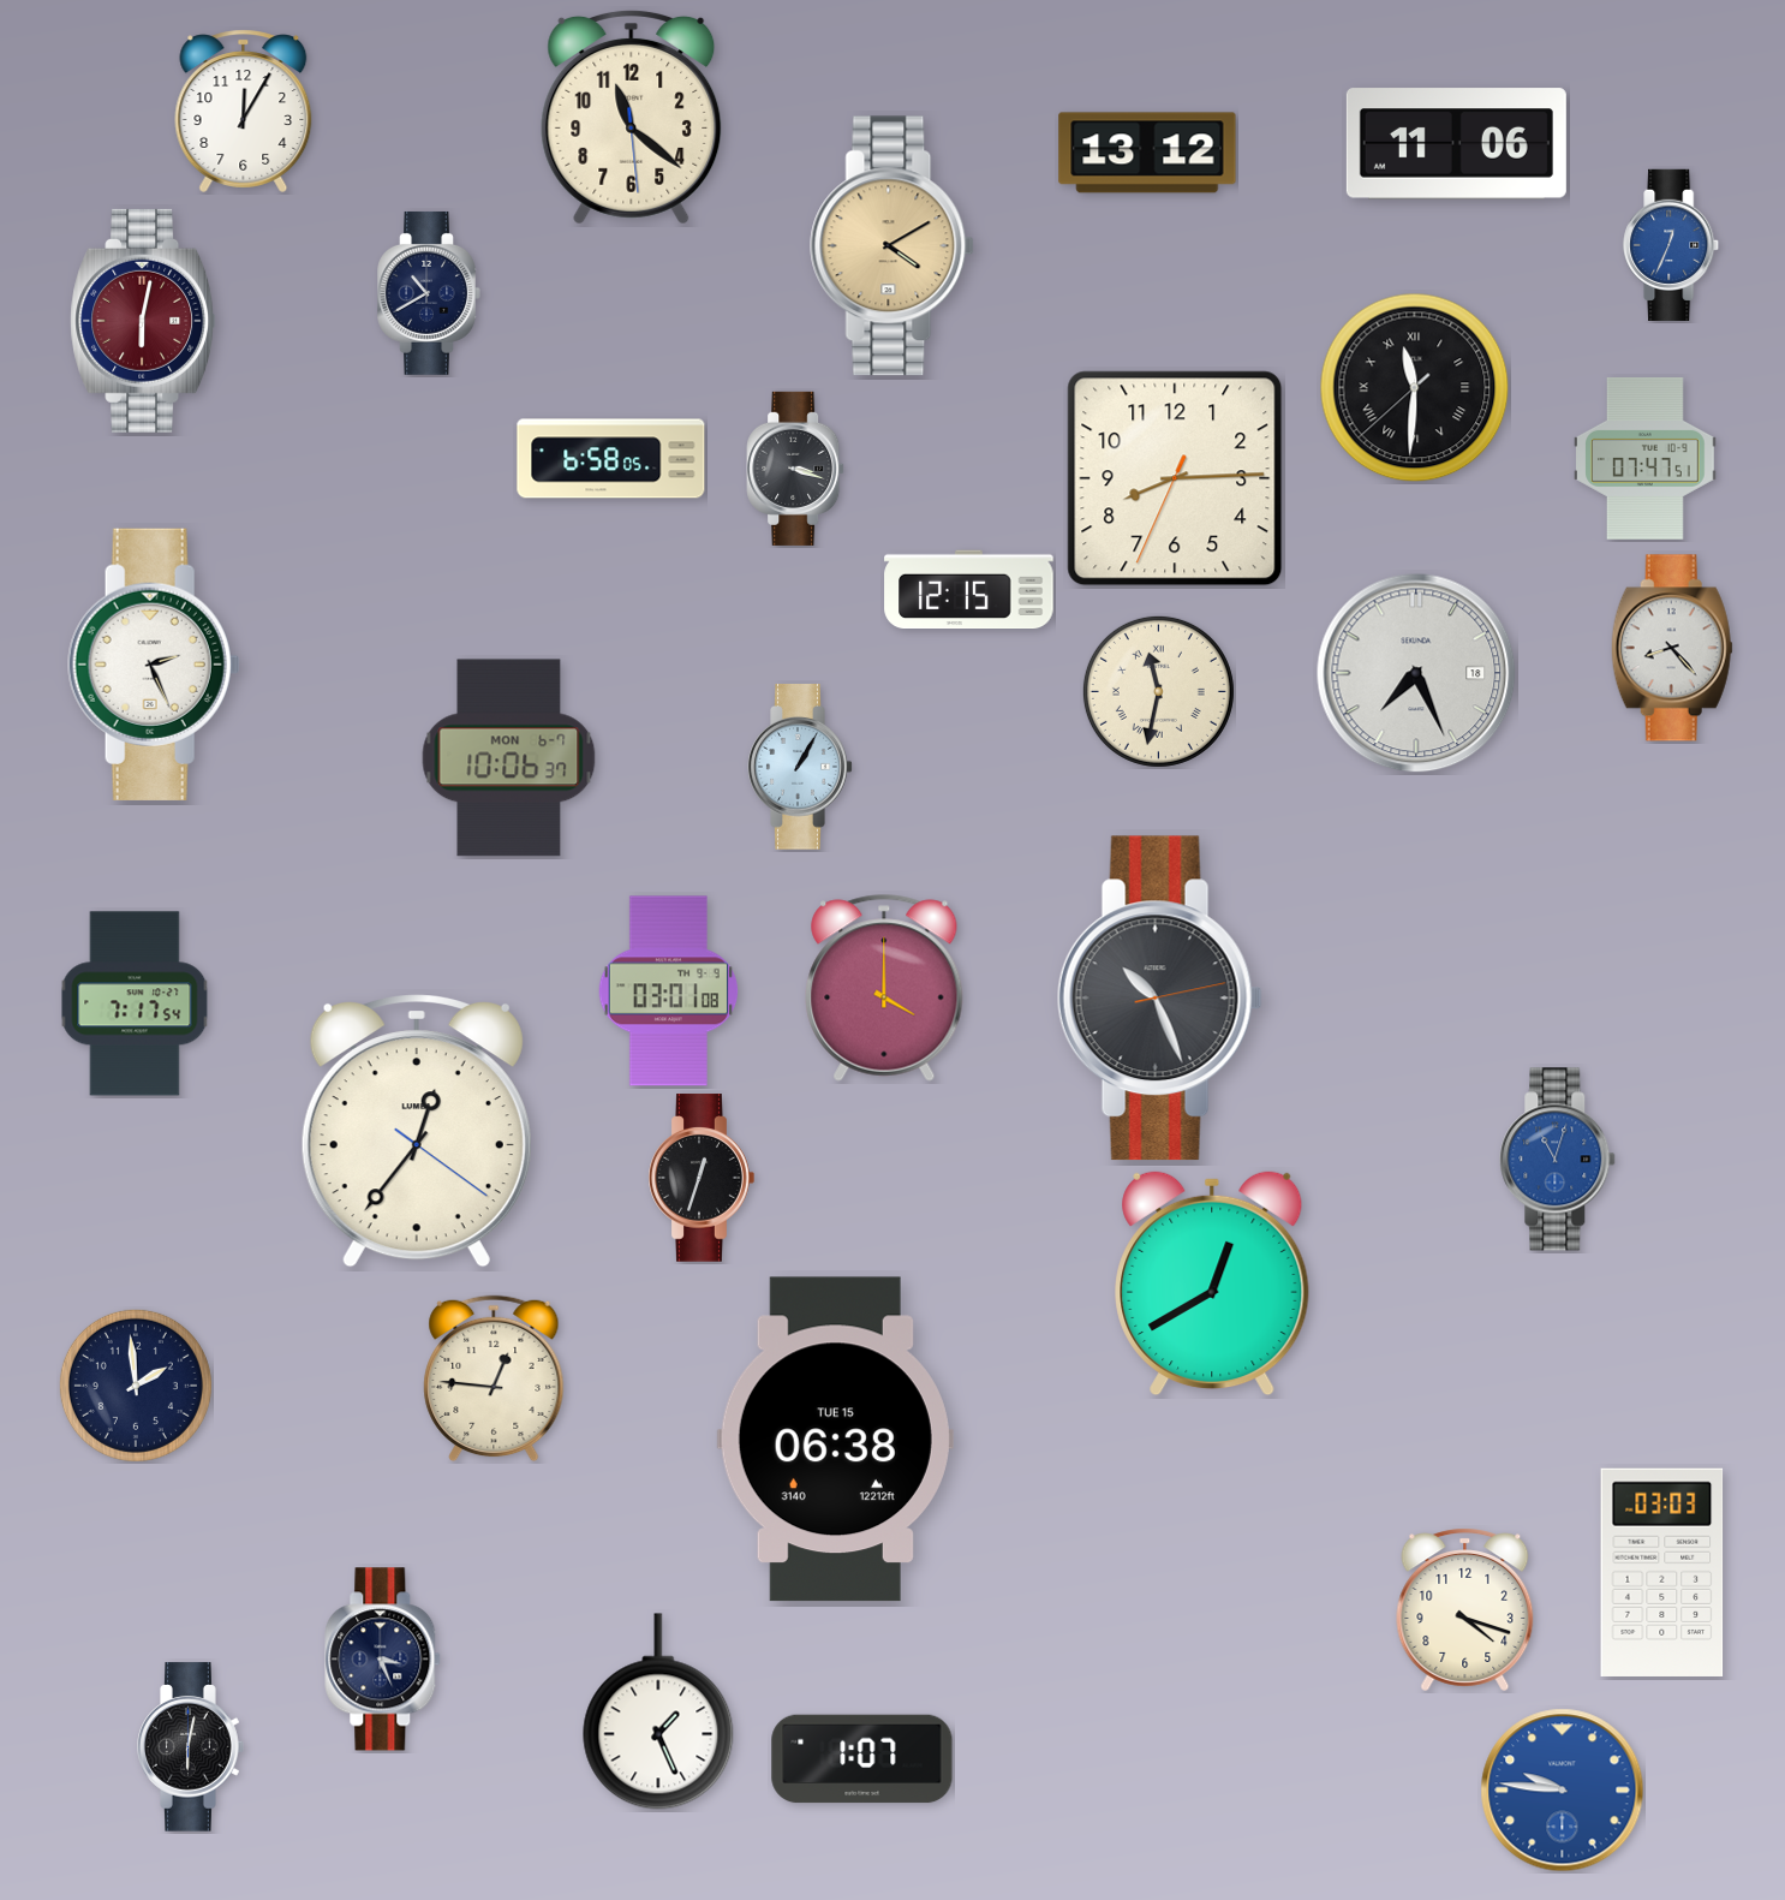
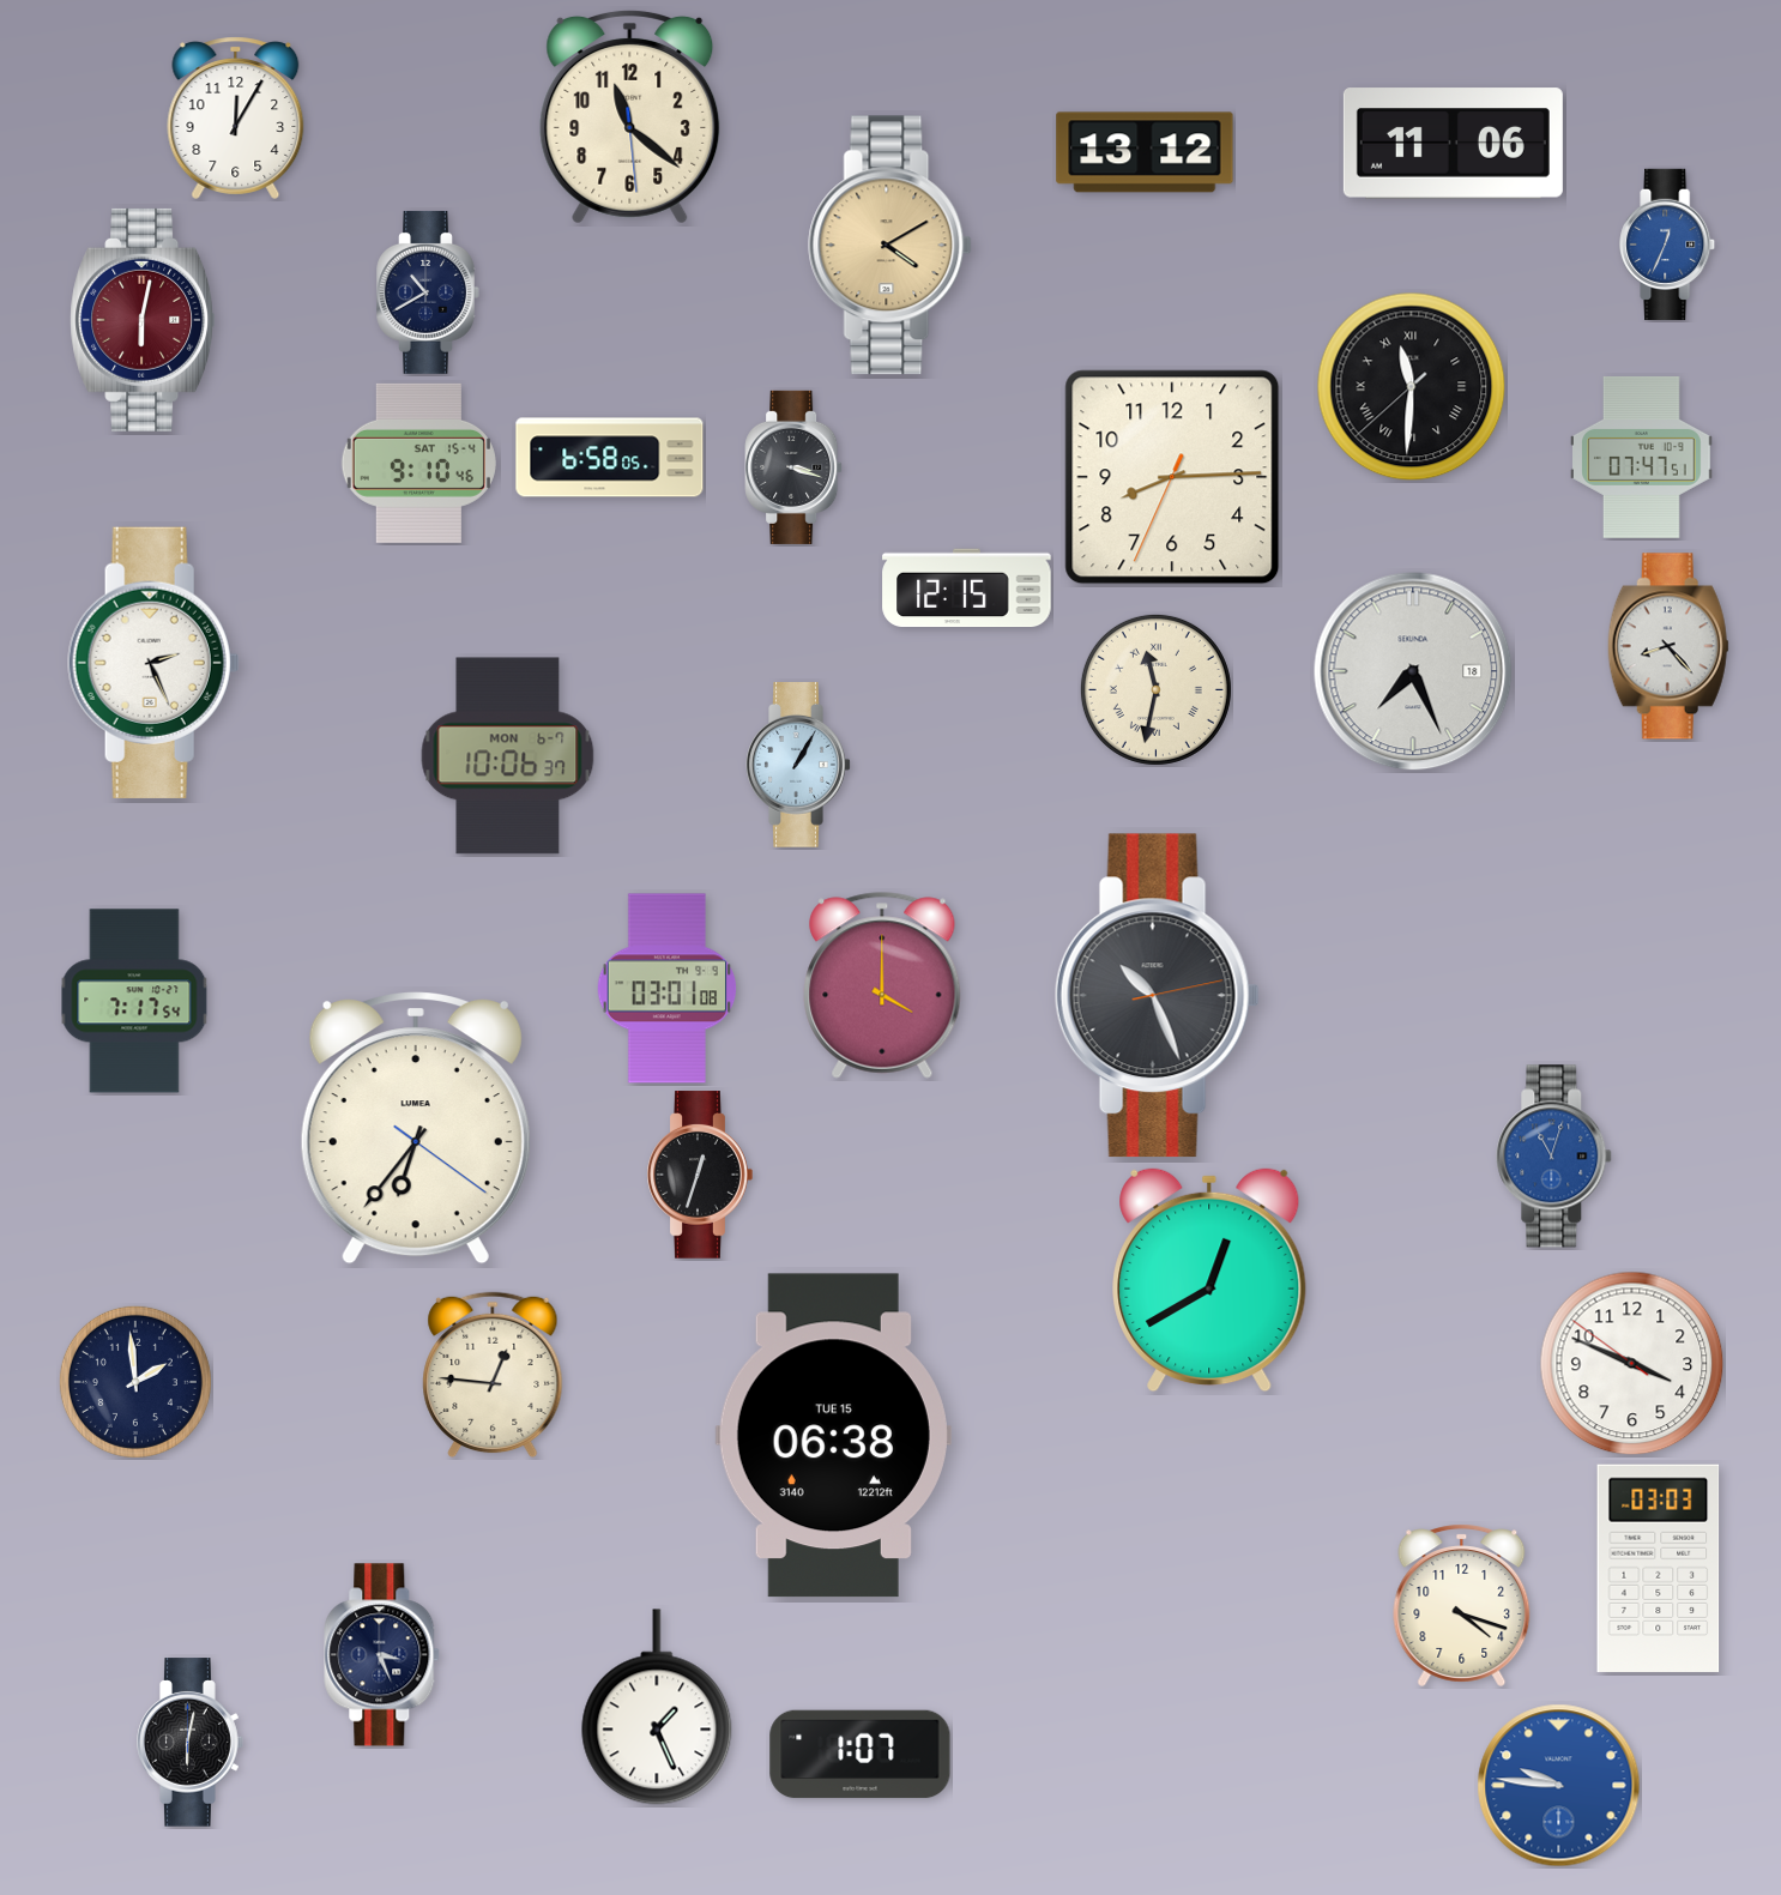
clock at (244, 111) position: (244, 111) -> (236, 117)
clock at (418, 463): none -> 9:10
clock at (417, 1132): 12:36 -> 6:36
clock at (1632, 1364): none -> 3:48
